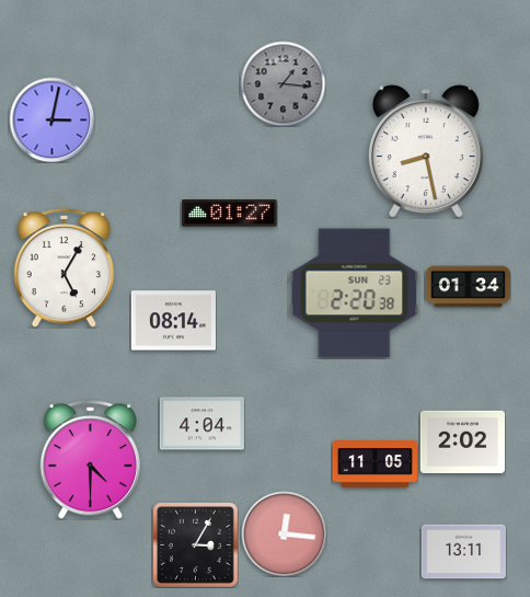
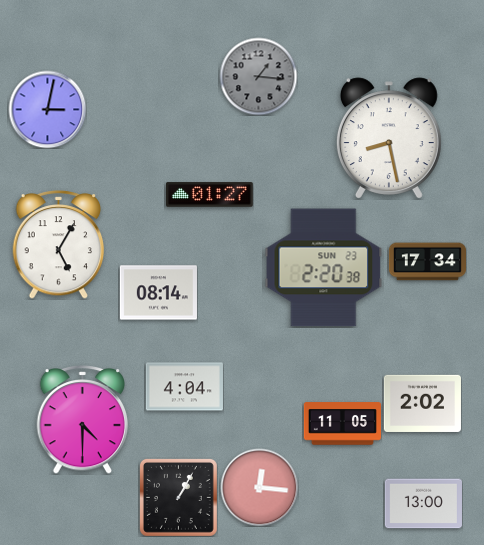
clock at (468, 287): 01:34 -> 17:34
clock at (195, 544): 3:05 -> 1:05
clock at (463, 552): 13:11 -> 13:00
